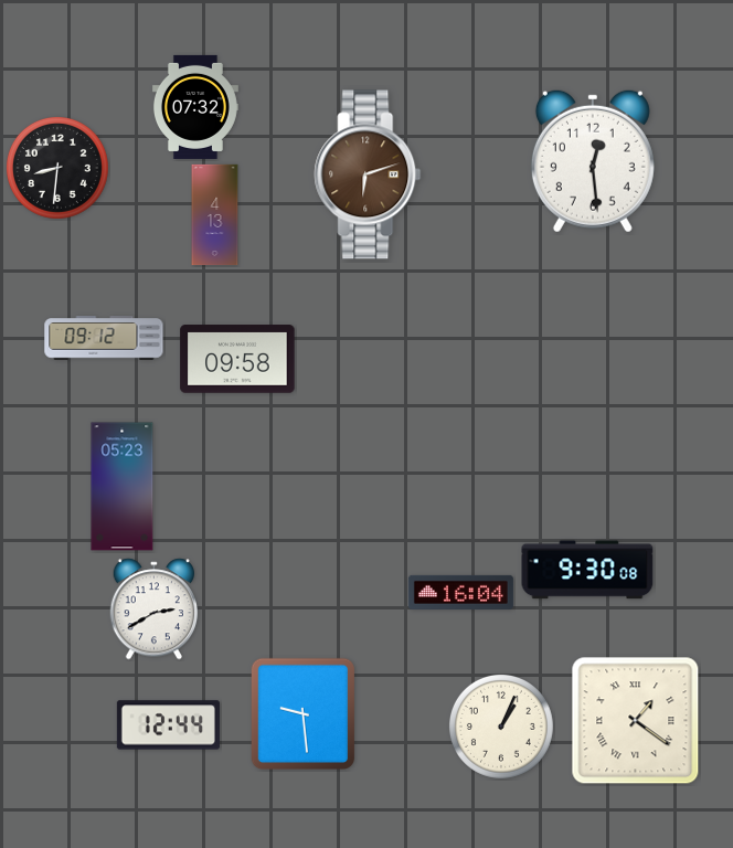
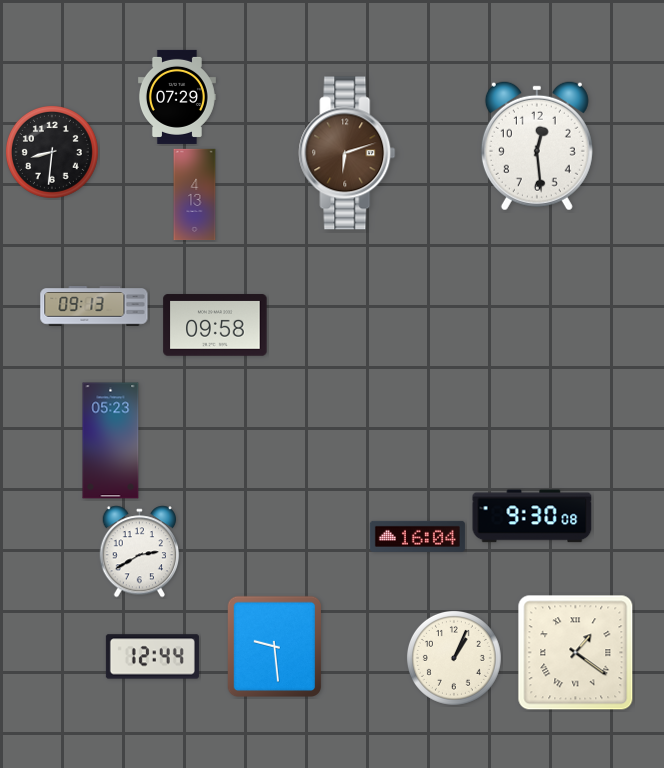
clock at (195, 107): 07:32 -> 07:29
clock at (368, 174) position: (368, 174) -> (347, 153)
clock at (104, 338): 09:12 -> 09:13
